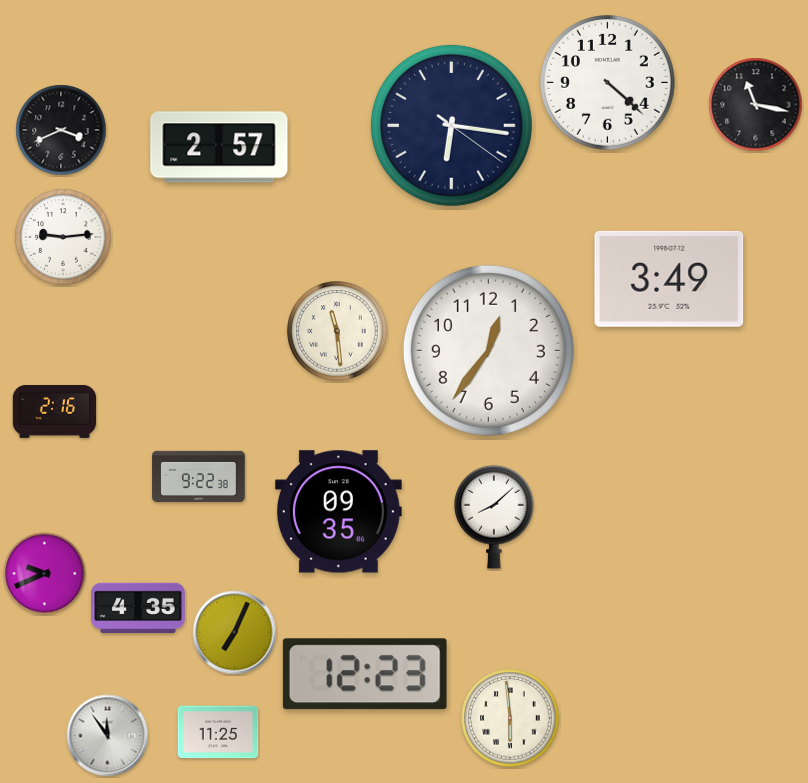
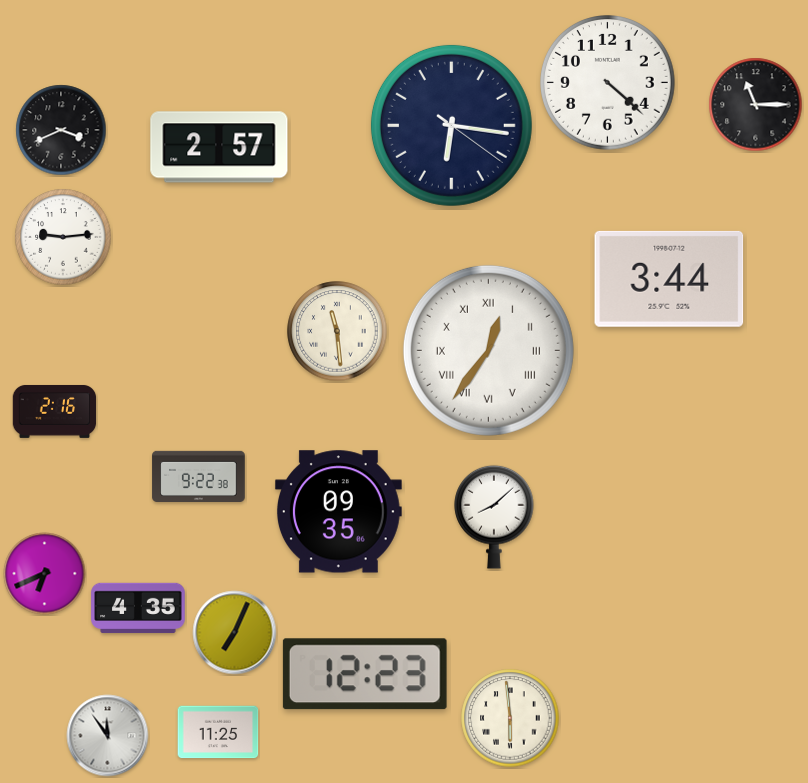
clock at (756, 105): 11:17 -> 11:15
clock at (669, 279): 3:49 -> 3:44
clock at (488, 350) numerals: Arabic -> Roman
clock at (45, 574): 9:41 -> 6:41
